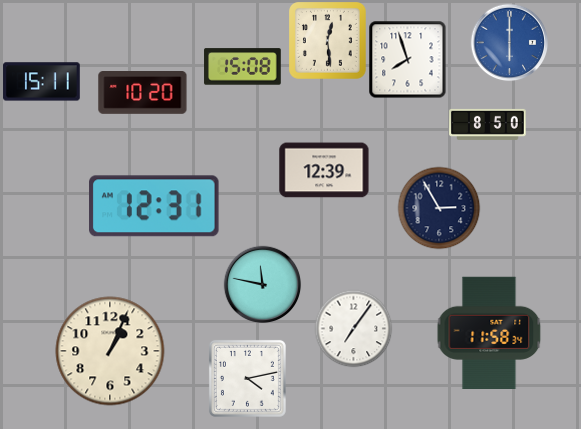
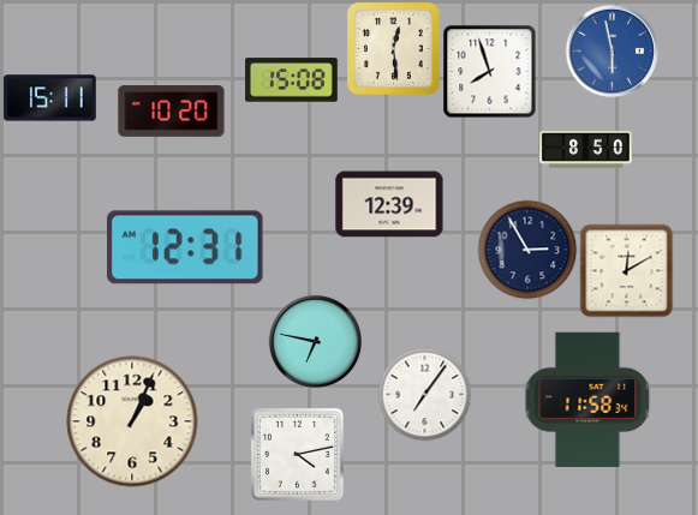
clock at (509, 42): 6:00 -> 5:58
clock at (626, 270): none -> 12:10
clock at (262, 284): 11:47 -> 6:47
